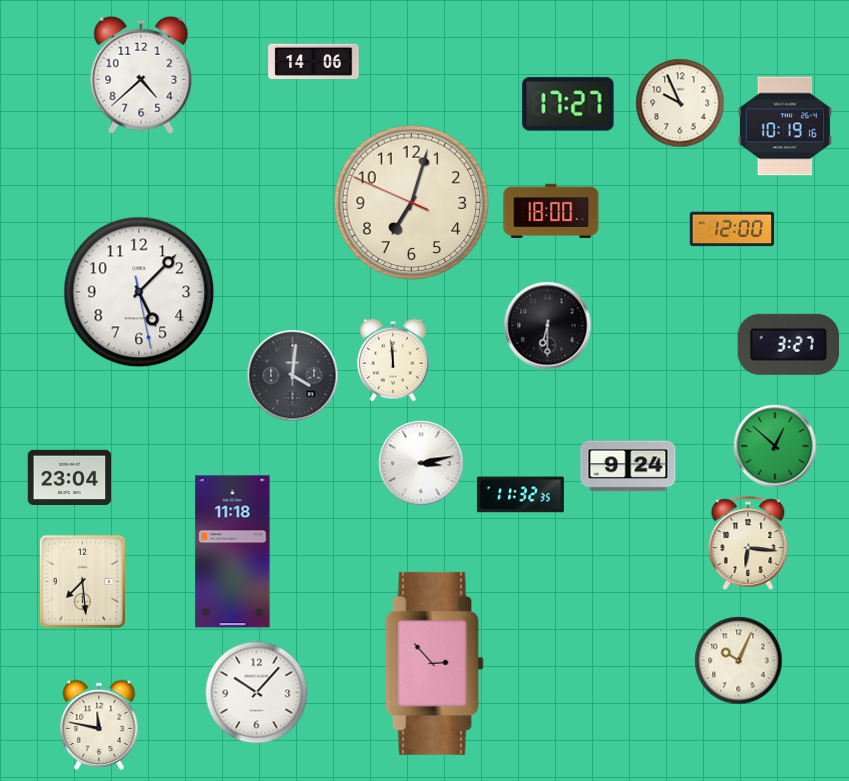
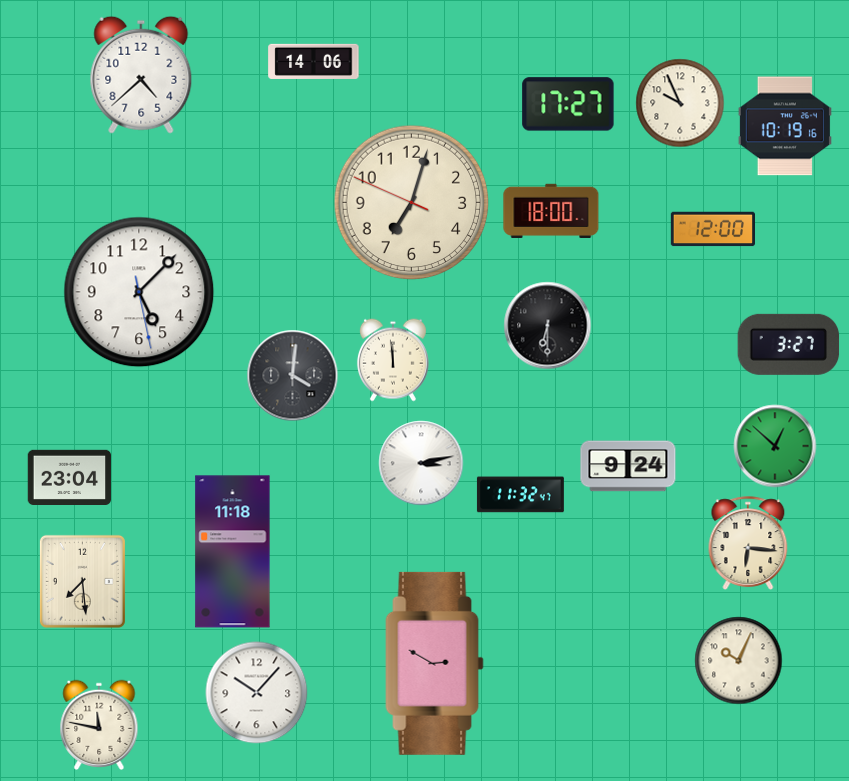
clock at (731, 229) position: (731, 229) -> (712, 229)
clock at (520, 495): 11:32:35 -> 11:32:47
clock at (435, 663): 2:53 -> 2:50
